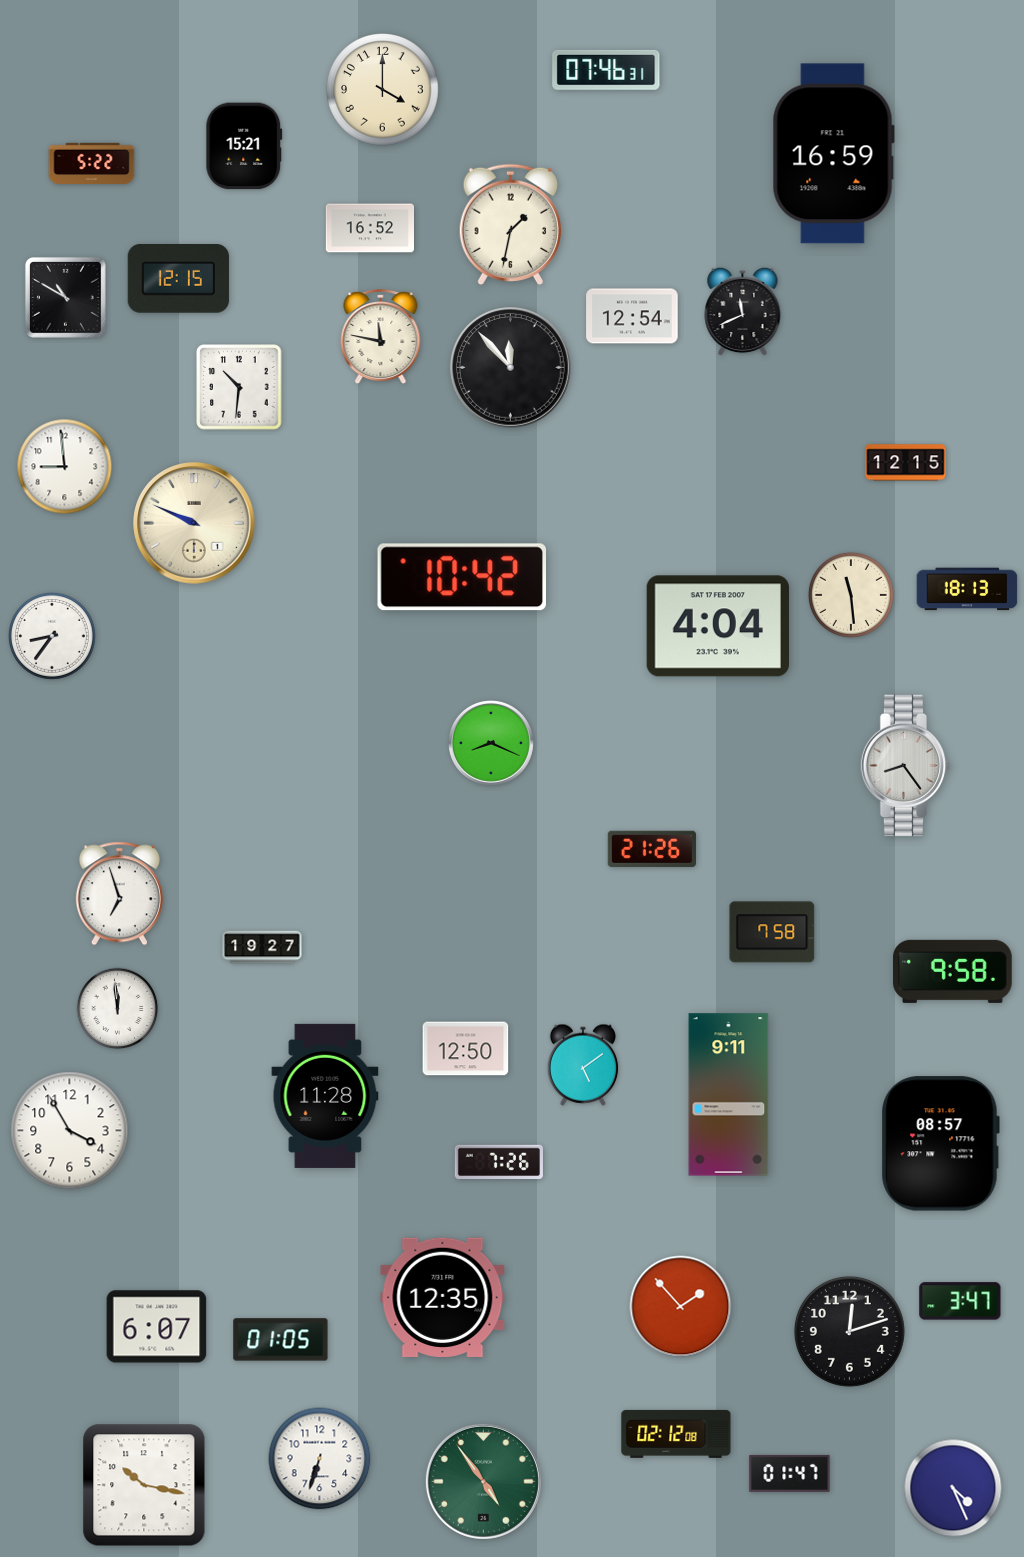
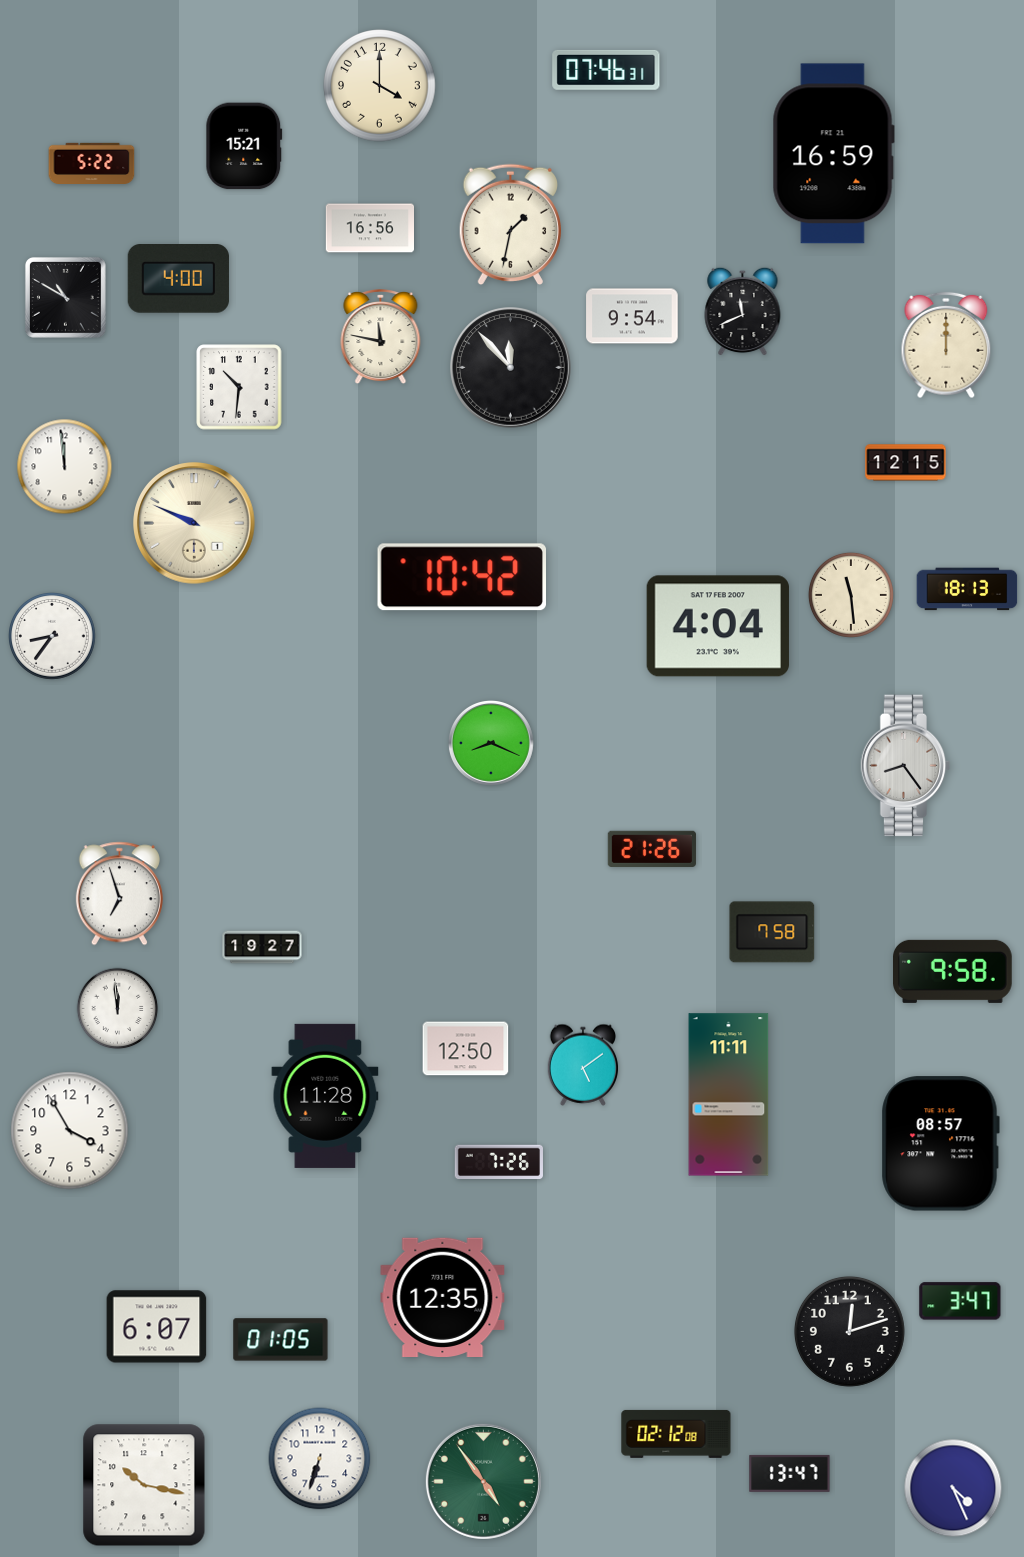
clock at (383, 90) position: (383, 90) -> (380, 86)
clock at (369, 228): 16:52 -> 16:56
clock at (178, 279): 12:15 -> 4:00
clock at (632, 316): 12:54 -> 9:54
clock at (946, 345): none -> 12:00
clock at (65, 467): 8:59 -> 11:59
clock at (729, 1095): 9:11 -> 11:11
clock at (681, 1307): 1:53 -> none
clock at (790, 1473): 01:47 -> 13:47
